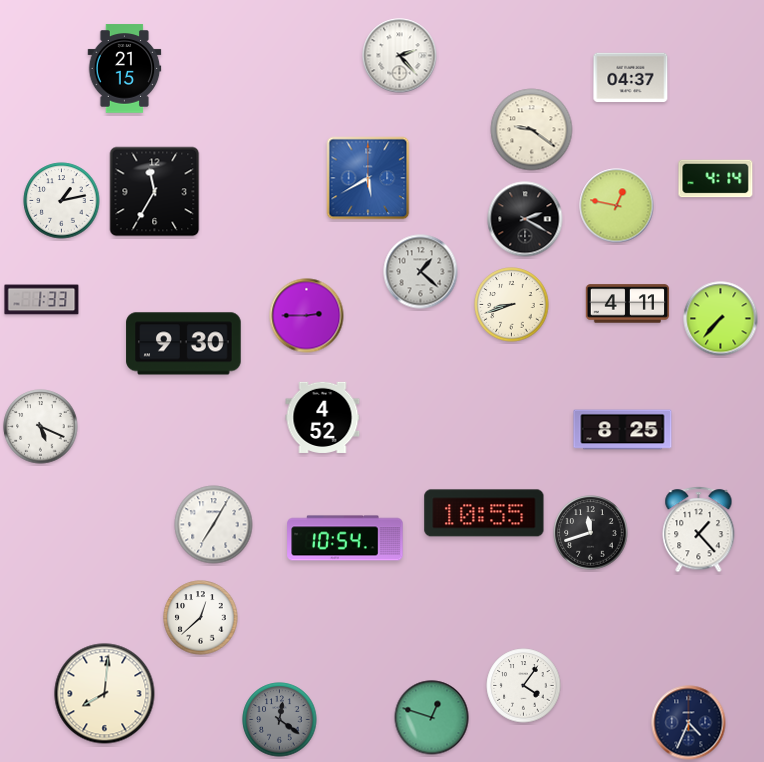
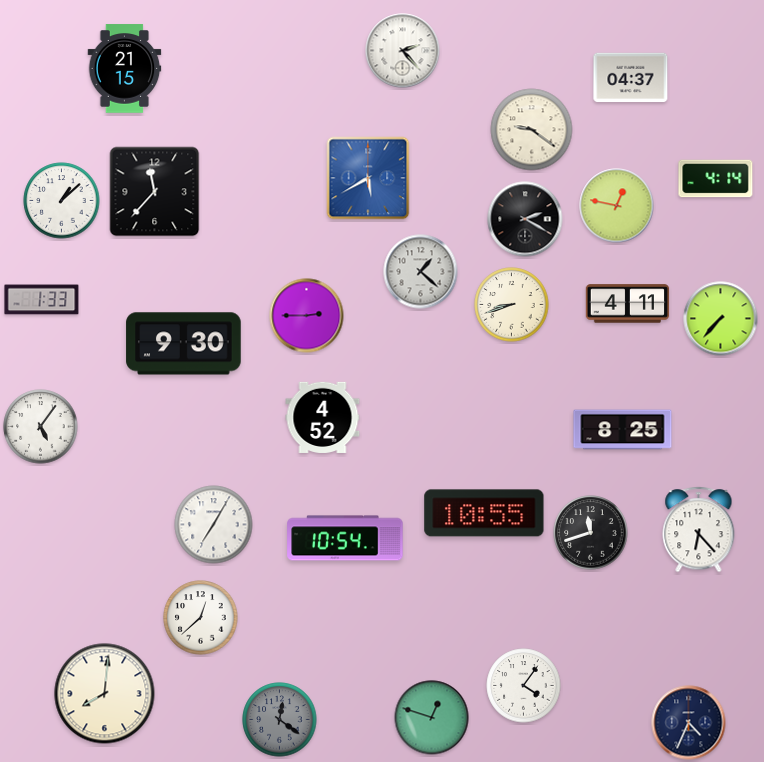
clock at (400, 56) position: (400, 56) -> (403, 51)
clock at (155, 192): 11:35 -> 11:37
clock at (62, 201): 1:13 -> 1:08
clock at (41, 427): 5:19 -> 5:06
clock at (699, 530): 1:23 -> 6:23
